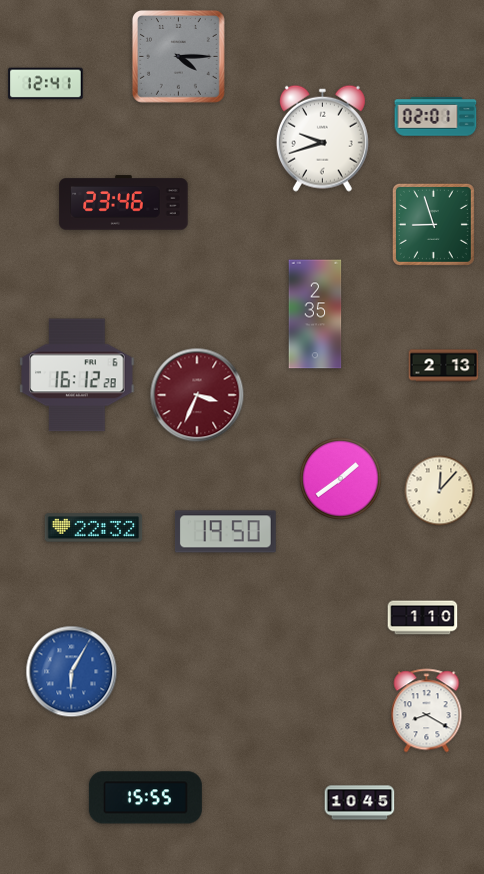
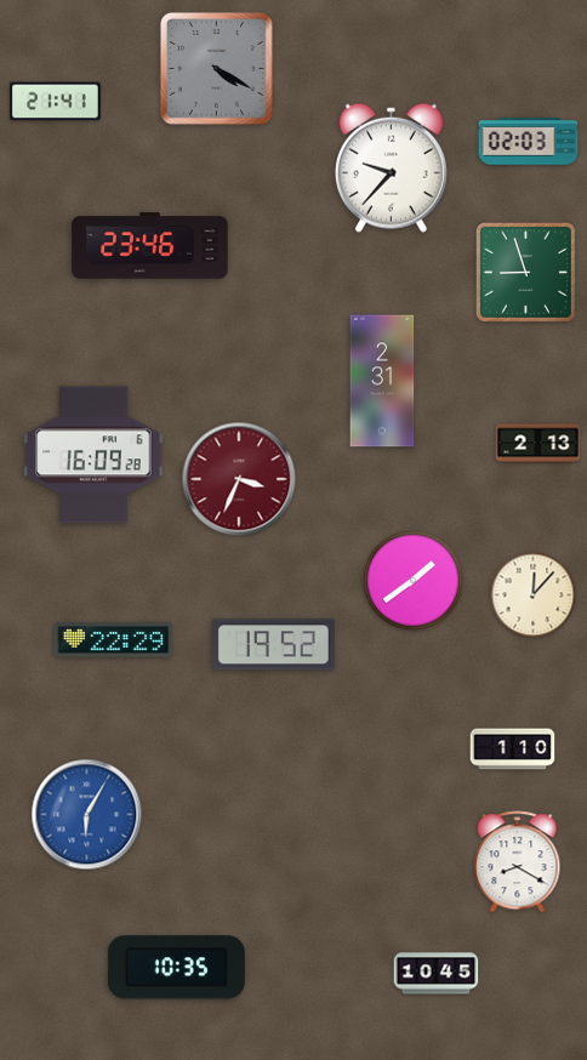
clock at (178, 56): 4:15 -> 4:20
clock at (46, 84): 12:41 -> 21:41
clock at (436, 117): 02:01 -> 02:03
clock at (322, 138): 9:42 -> 9:37
clock at (315, 314): 2:35 -> 2:31
clock at (77, 375): 16:12 -> 16:09
clock at (94, 528): 22:32 -> 22:29
clock at (225, 532): 19:50 -> 19:52
clock at (145, 798): 15:55 -> 10:35
